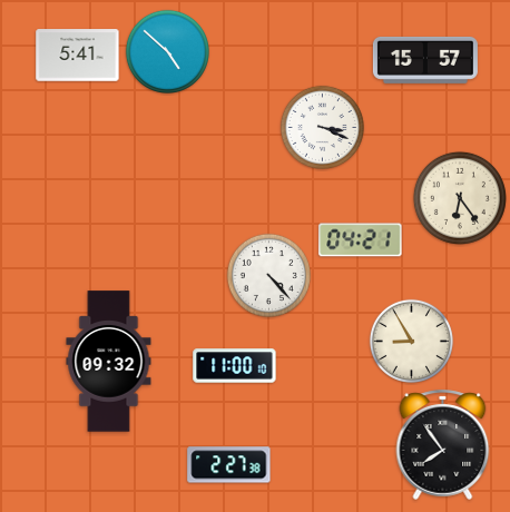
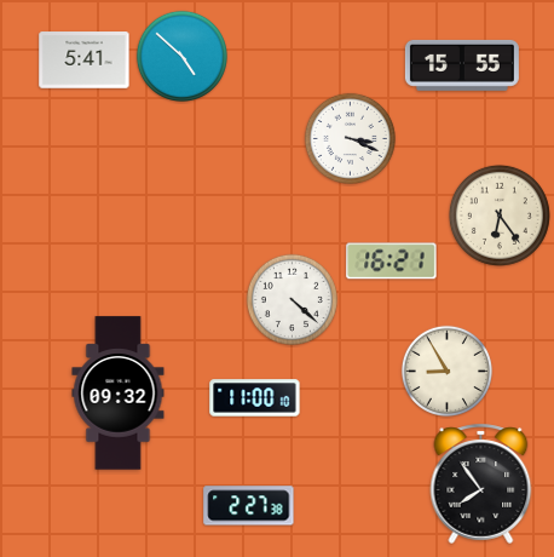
clock at (425, 60): 15:57 -> 15:55
clock at (361, 240): 04:21 -> 16:21
clock at (268, 275): 4:23 -> 4:22
